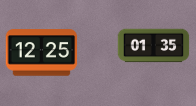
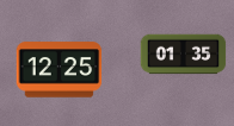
clock at (42, 53) position: (42, 53) -> (60, 70)
